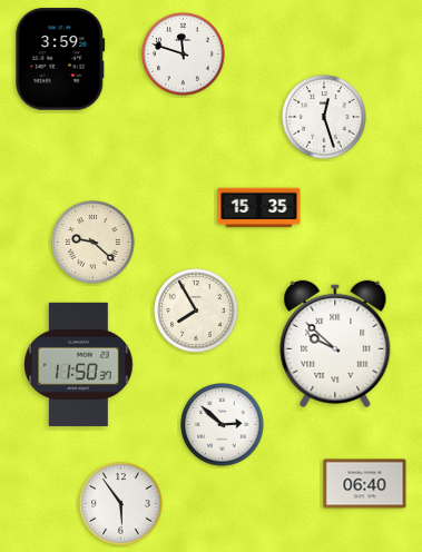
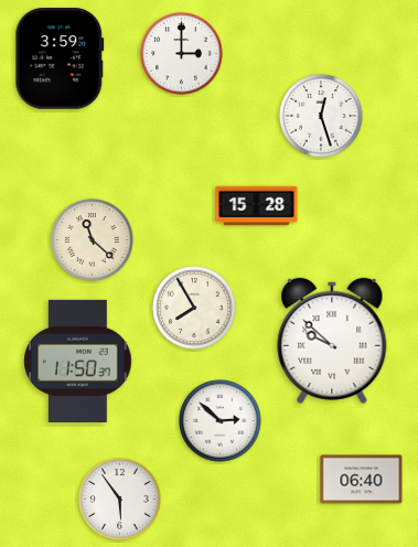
clock at (184, 55): 11:48 -> 3:00
clock at (259, 208): 15:35 -> 15:28
clock at (94, 243): 9:22 -> 11:22
